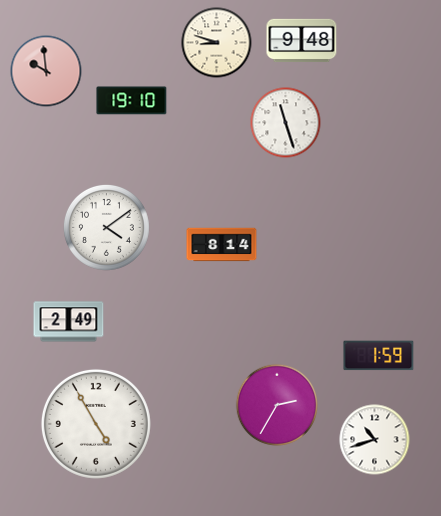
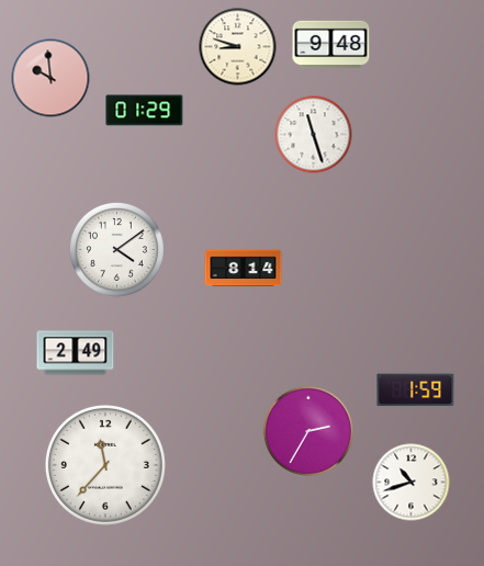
clock at (132, 101): 19:10 -> 01:29
clock at (277, 405) position: (277, 405) -> (308, 431)
clock at (96, 424): 4:55 -> 11:37
